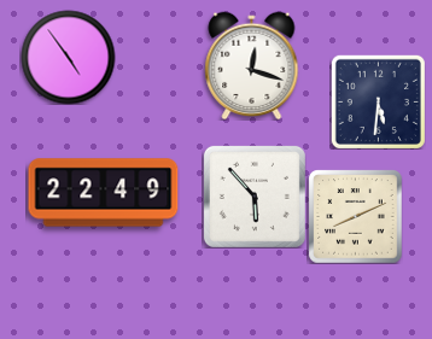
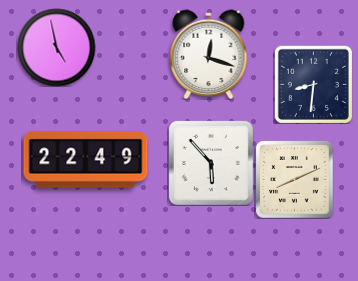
clock at (68, 57): 4:54 -> 4:58
clock at (378, 101): 5:31 -> 8:31
